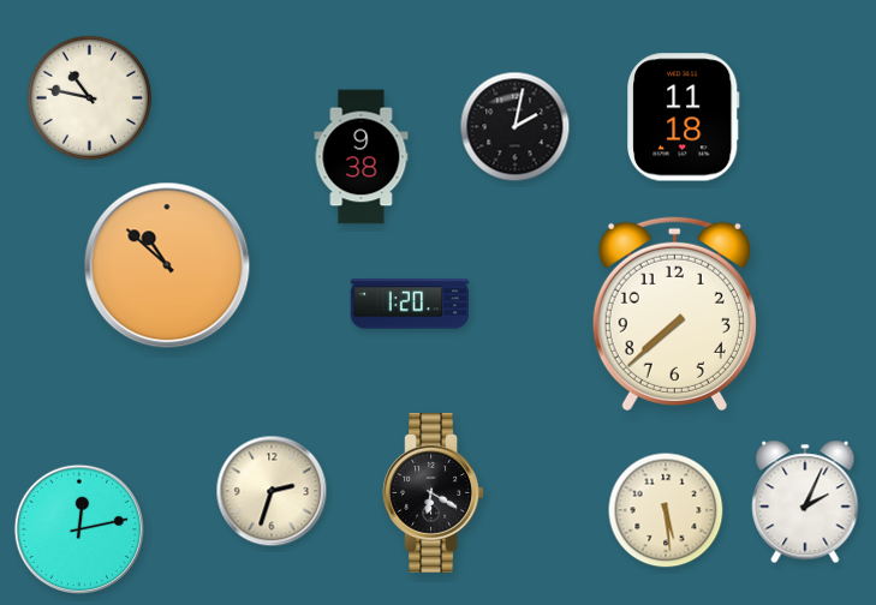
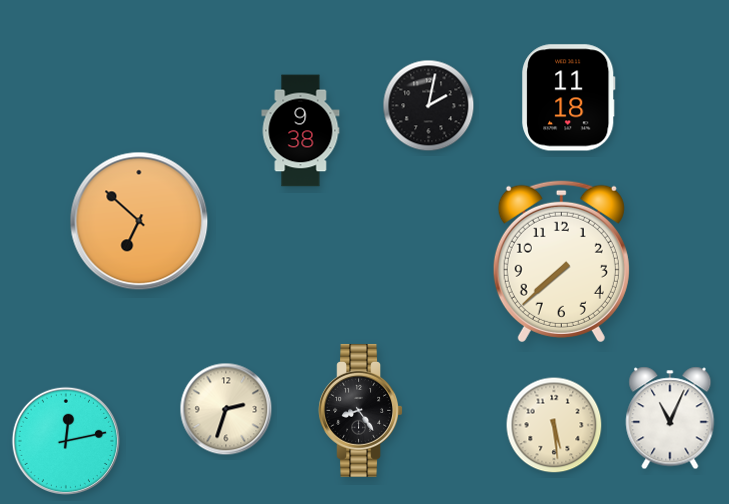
clock at (89, 97): 10:47 -> none
clock at (167, 265): 10:52 -> 6:52
clock at (410, 304): 1:20 -> none
clock at (433, 492): 6:20 -> 8:24
clock at (805, 502): 2:04 -> 11:04
